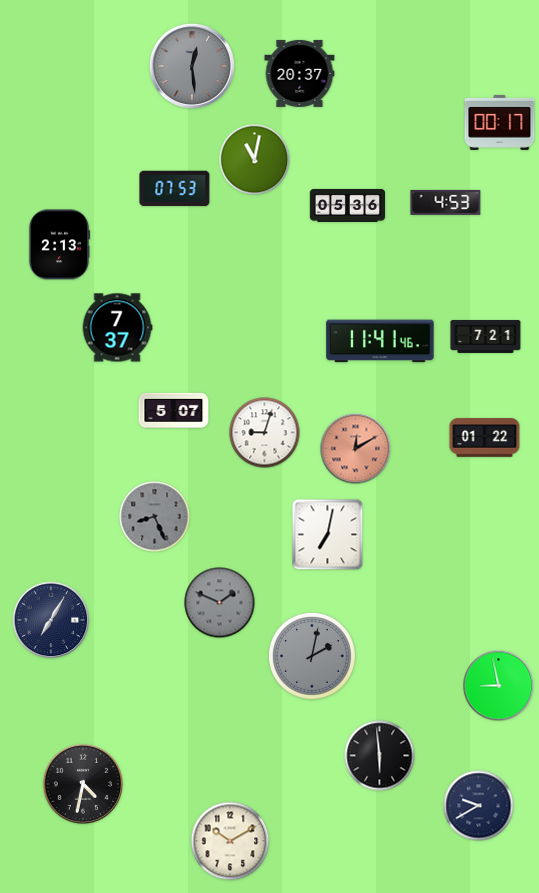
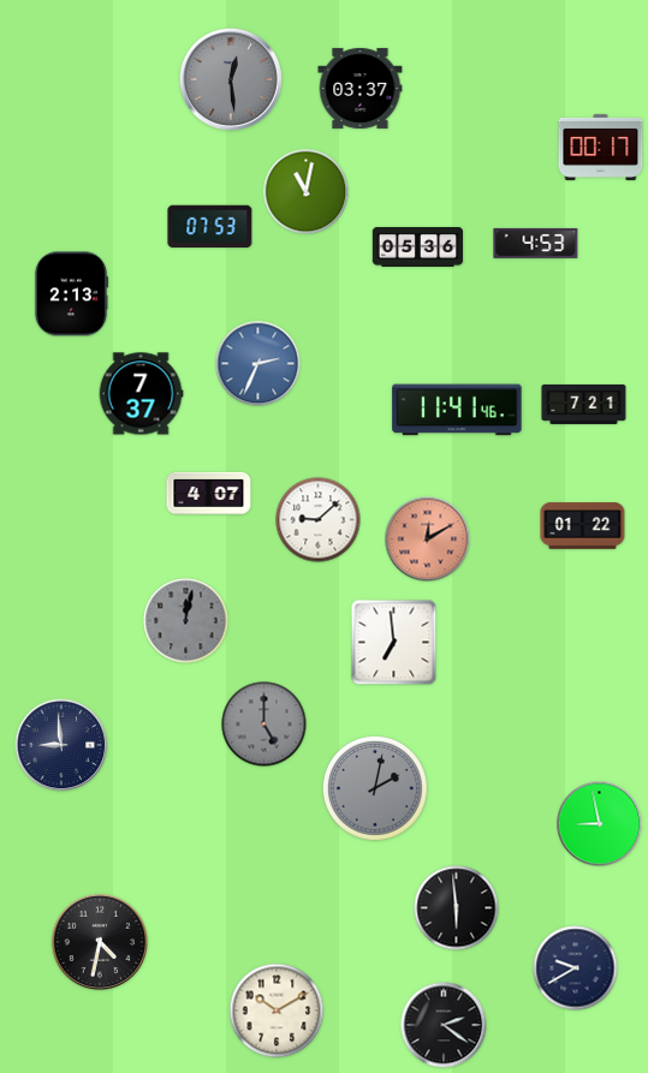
clock at (300, 73): 20:37 -> 03:37
clock at (258, 364): none -> 2:34
clock at (174, 410): 5:07 -> 4:07
clock at (265, 433): 9:03 -> 9:08
clock at (155, 517): 8:26 -> 12:02
clock at (328, 535): 7:02 -> 6:59
clock at (220, 603): 1:49 -> 5:00
clock at (51, 620): 7:05 -> 8:59
clock at (444, 1025): none -> 2:21
